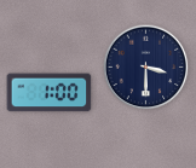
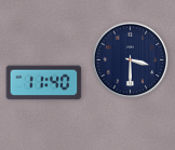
clock at (50, 93): 1:00 -> 11:40
